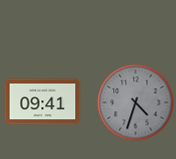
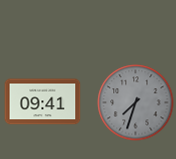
clock at (136, 103): 4:33 -> 7:33
